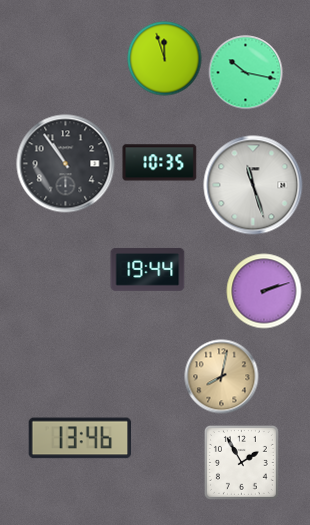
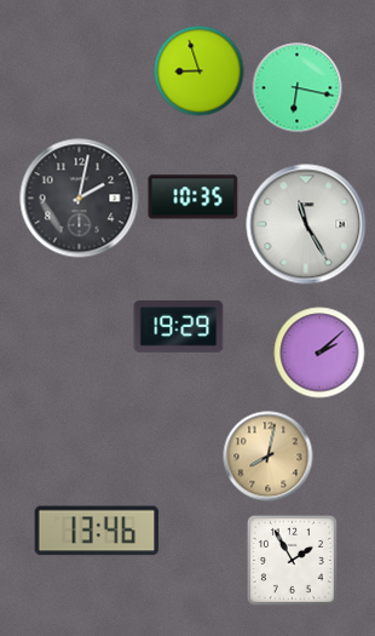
clock at (165, 59): 11:57 -> 8:57
clock at (246, 73): 10:17 -> 6:17
clock at (66, 164): 10:54 -> 2:02
clock at (253, 185): 11:27 -> 11:25
clock at (148, 270): 19:44 -> 19:29
clock at (264, 291): 2:12 -> 2:08
